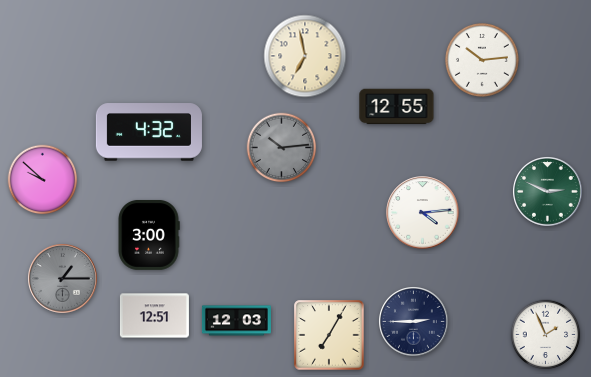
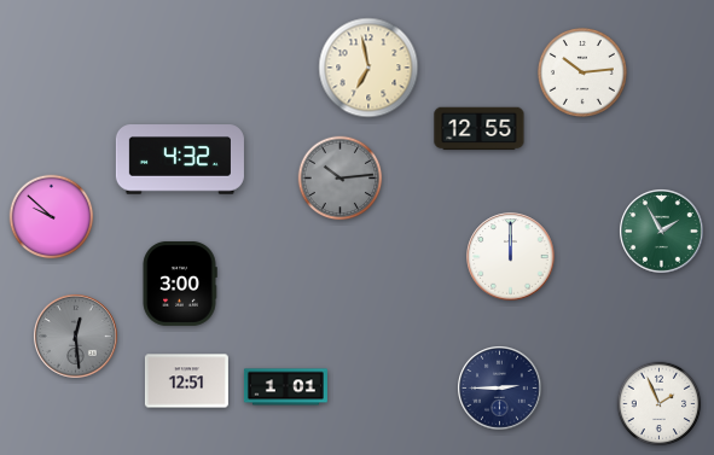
clock at (548, 192): 2:49 -> 1:55
clock at (423, 213): 4:14 -> 12:00
clock at (63, 279): 1:15 -> 12:29
clock at (236, 321): 12:03 -> 1:01
clock at (329, 335): 7:05 -> none
